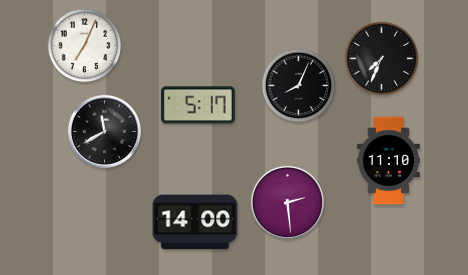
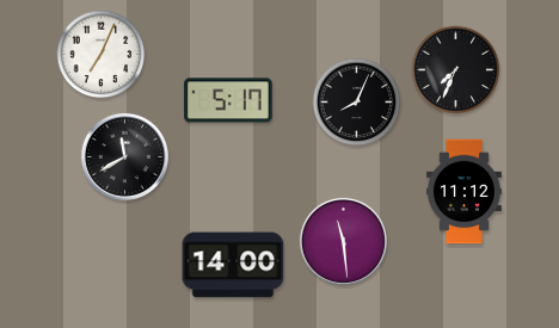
clock at (198, 105) position: (198, 105) -> (228, 100)
clock at (388, 161): 11:10 -> 11:12
clock at (287, 202): 2:29 -> 11:29
